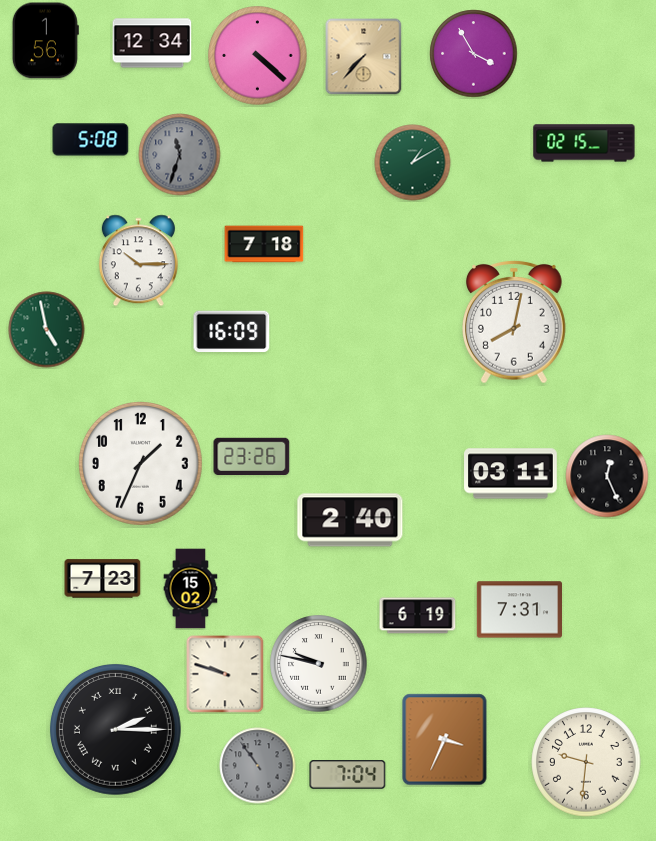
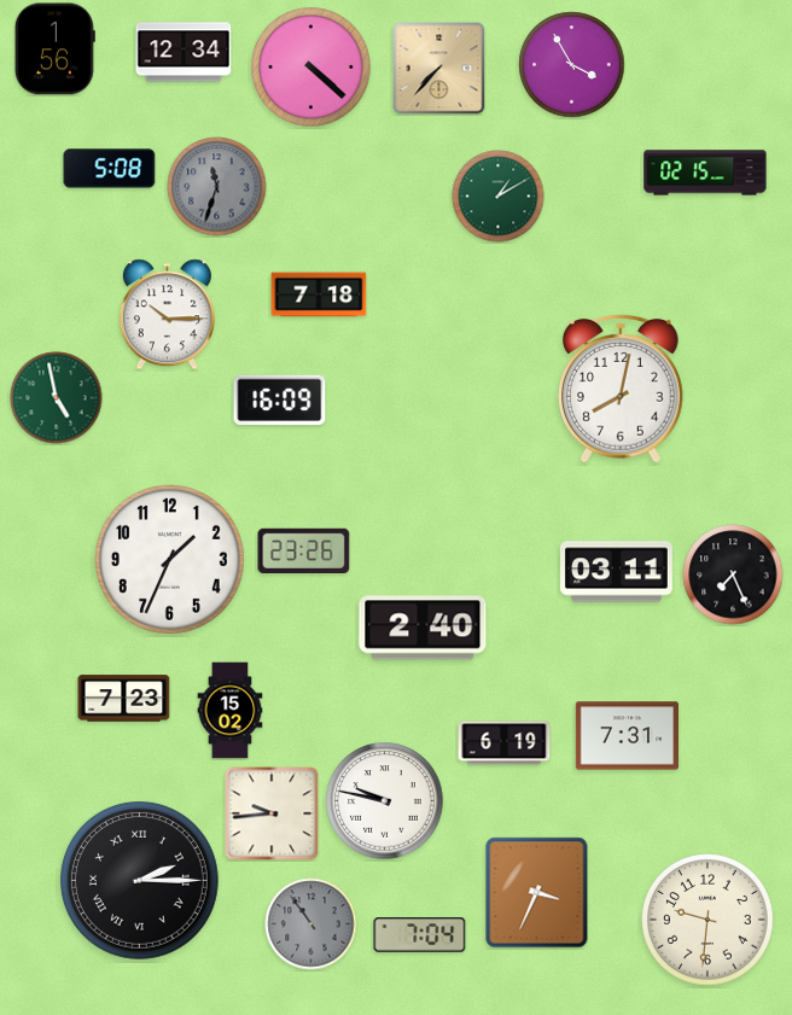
clock at (607, 476): 12:26 -> 7:26
clock at (225, 674): 9:48 -> 9:44
